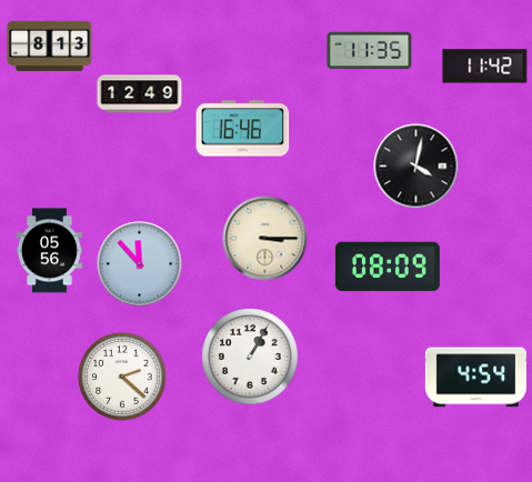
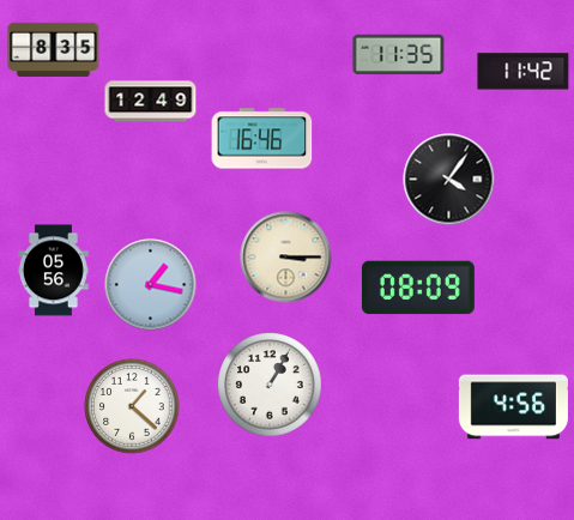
clock at (50, 46): 8:13 -> 8:35
clock at (416, 167): 4:02 -> 4:06
clock at (140, 264): 11:53 -> 1:17
clock at (122, 376): 2:22 -> 1:22
clock at (475, 378): 4:54 -> 4:56
